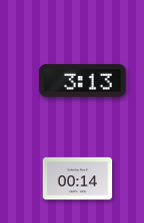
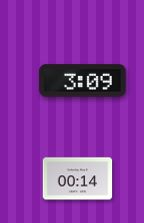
clock at (83, 81): 3:13 -> 3:09
